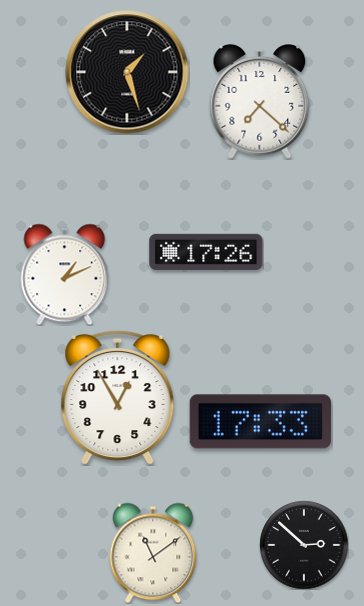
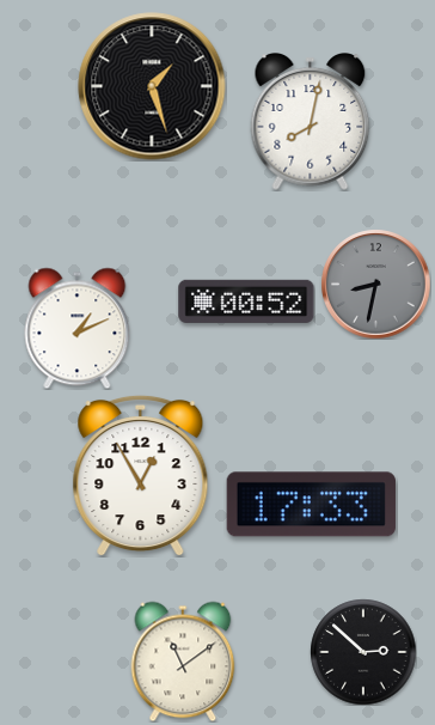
clock at (260, 102): 7:22 -> 8:02
clock at (375, 284): none -> 8:32
clock at (206, 252): 17:26 -> 00:52
